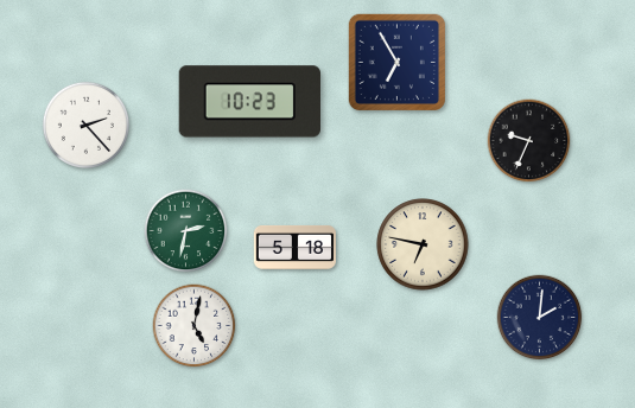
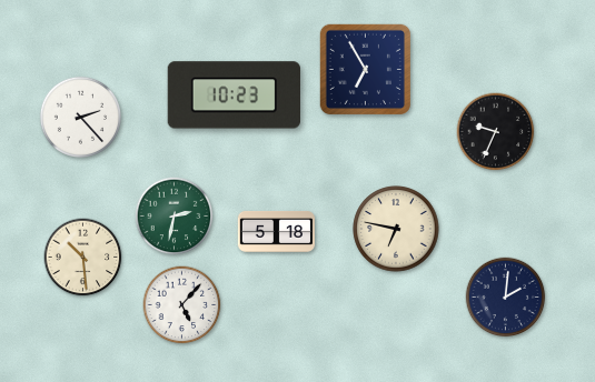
clock at (396, 62) position: (396, 62) -> (365, 69)
clock at (83, 258): none -> 10:29
clock at (195, 326): 5:02 -> 5:07
